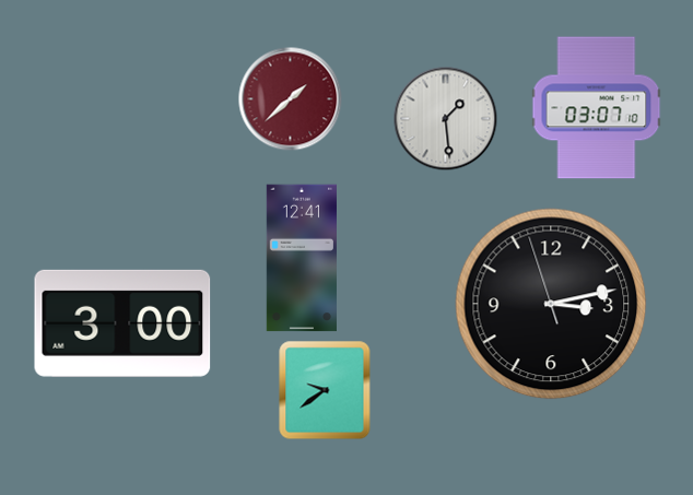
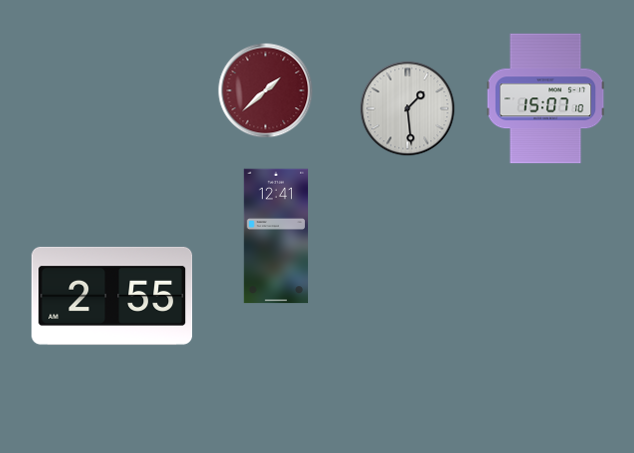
clock at (597, 108): 03:07 -> 15:07
clock at (551, 304): 3:12 -> none
clock at (122, 323): 3:00 -> 2:55
clock at (325, 390): 9:39 -> none
